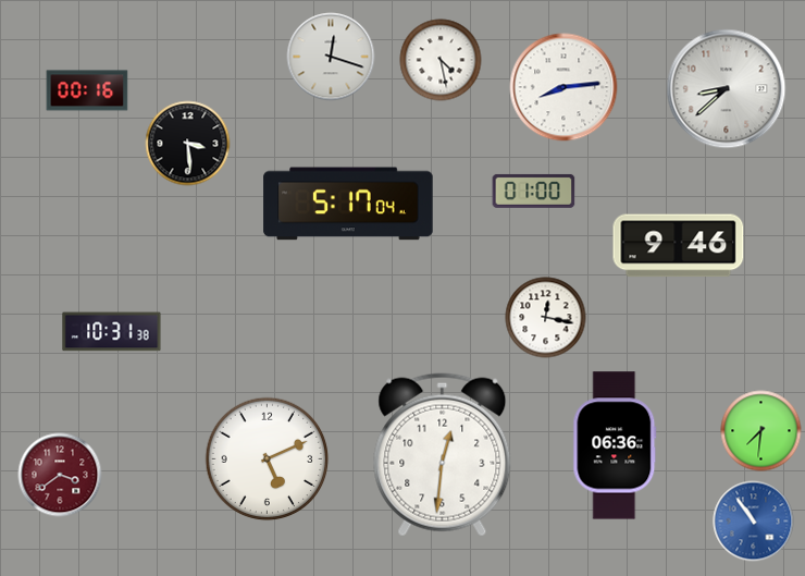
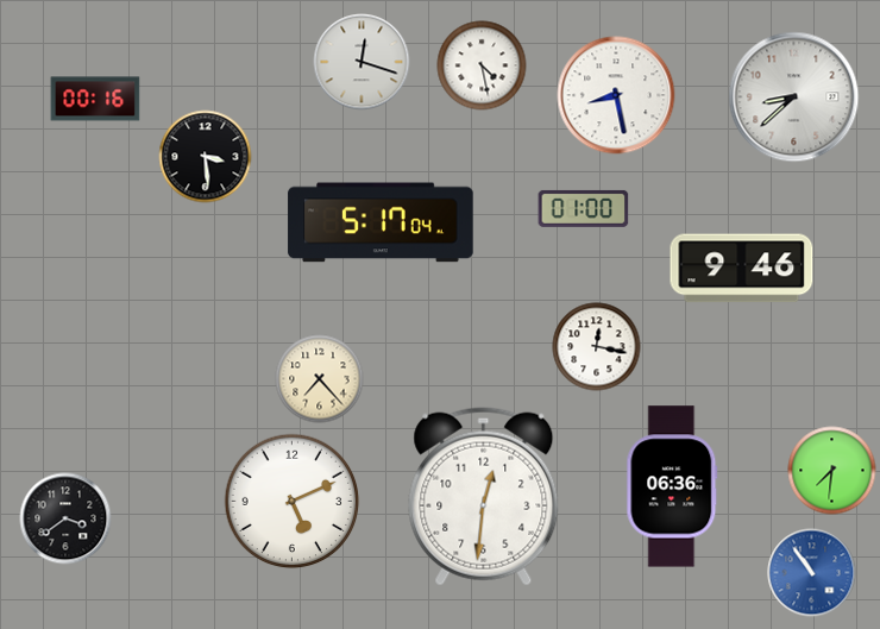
clock at (563, 87): 8:14 -> 8:28
clock at (112, 332): 10:31 -> none
clock at (320, 379): none -> 7:23
clock at (60, 475) dial: burgundy -> black
clock at (754, 522) position: (754, 522) -> (812, 573)
